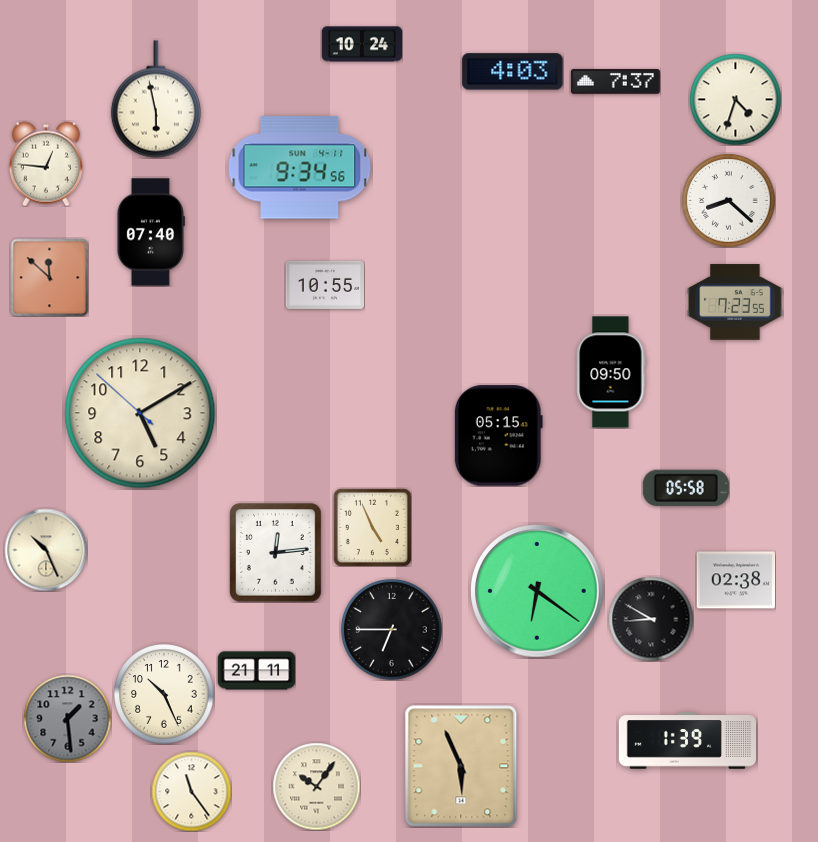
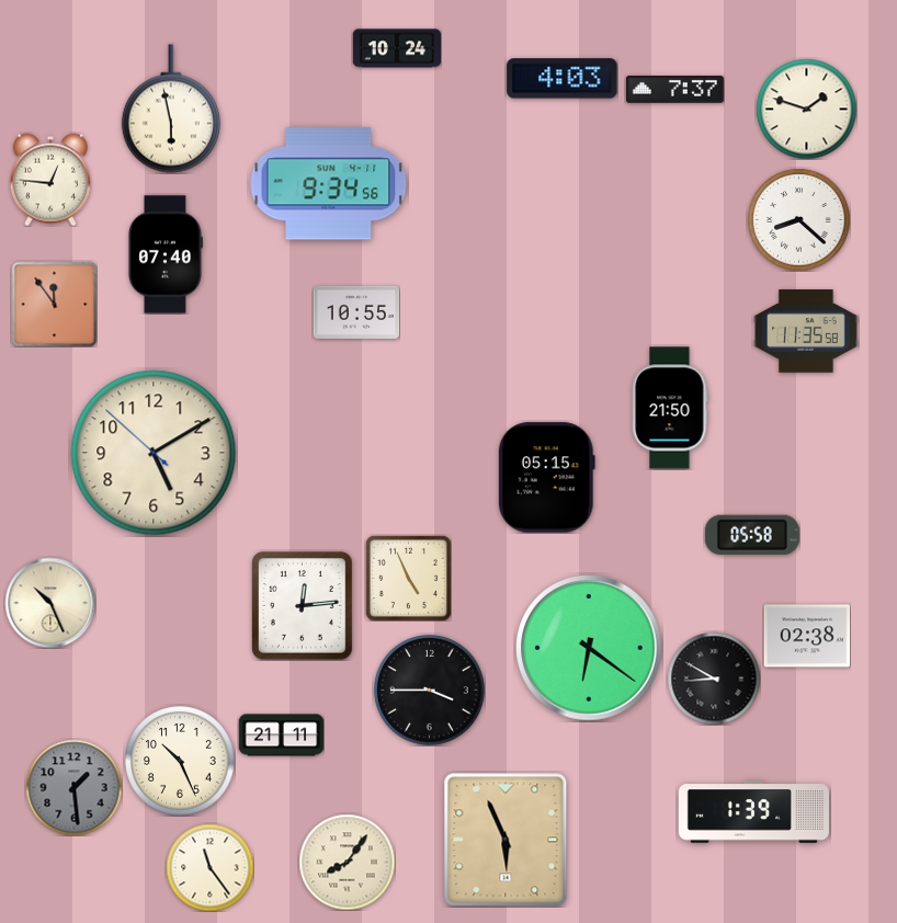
clock at (735, 99): 4:33 -> 1:48
clock at (49, 277): 11:52 -> 11:54
clock at (735, 302): 7:23 -> 11:35
clock at (611, 372): 09:50 -> 21:50
clock at (392, 630): 6:45 -> 3:45
clock at (316, 786): 10:06 -> 8:06
